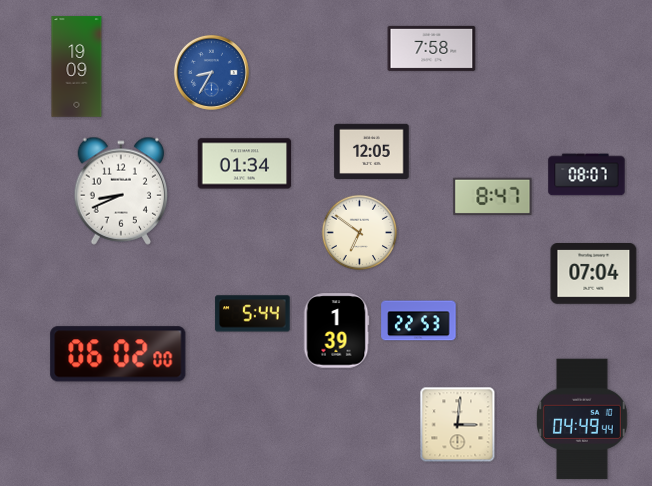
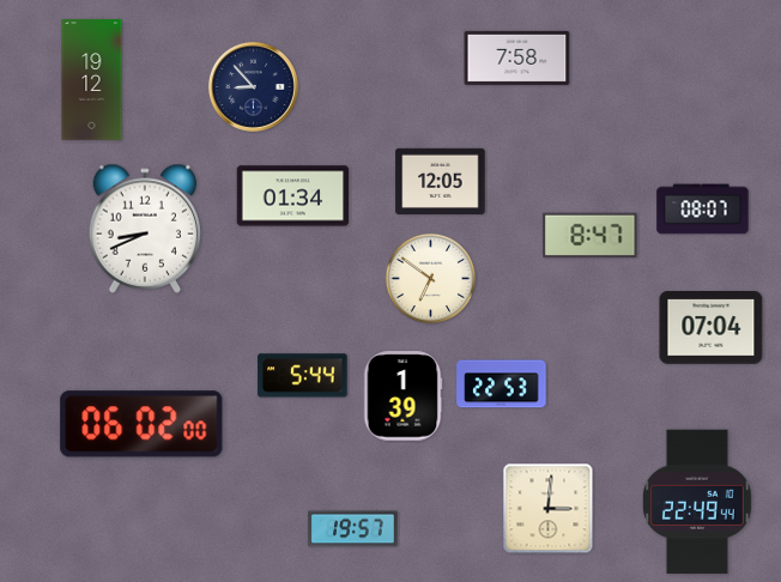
clock at (77, 67): 19:09 -> 19:12
clock at (211, 72): 8:35 -> 8:53
clock at (211, 72) dial: blue -> navy
clock at (372, 151) position: (372, 151) -> (441, 181)
clock at (582, 419): 04:49 -> 22:49
clock at (353, 529): none -> 19:57
